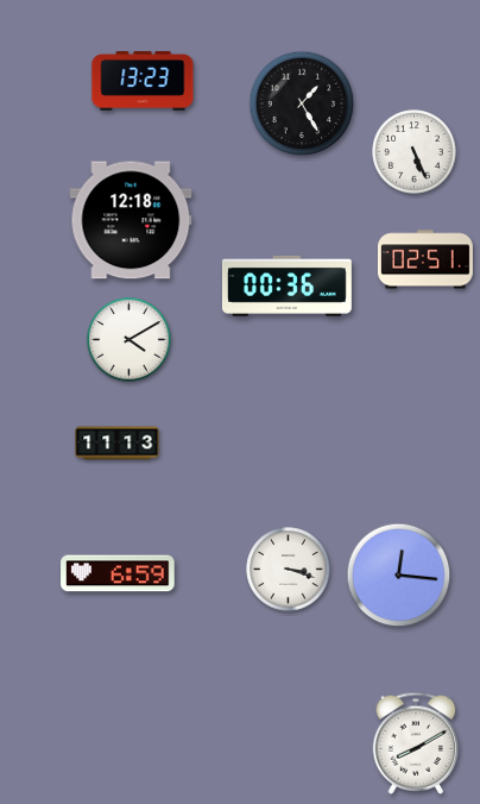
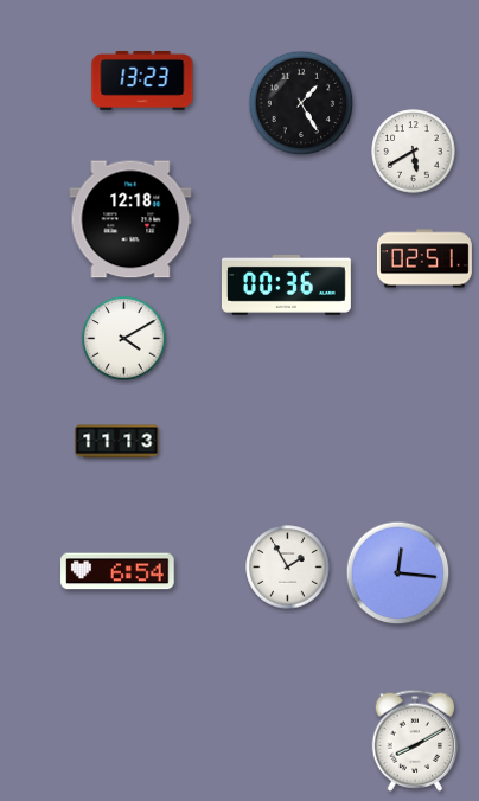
clock at (415, 152): 5:26 -> 5:40
clock at (130, 340) position: (130, 340) -> (124, 339)
clock at (289, 570): 3:18 -> 1:55
clock at (118, 573): 6:59 -> 6:54
